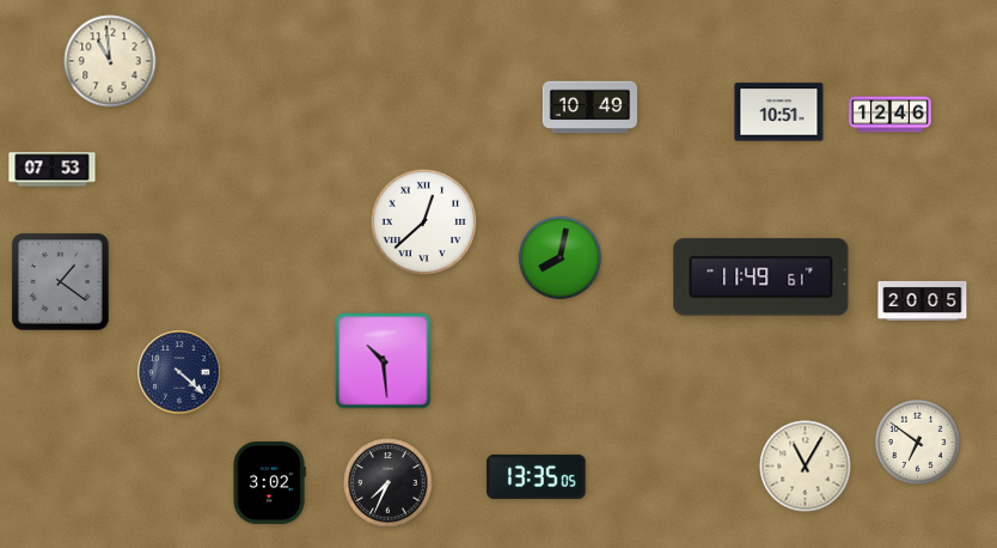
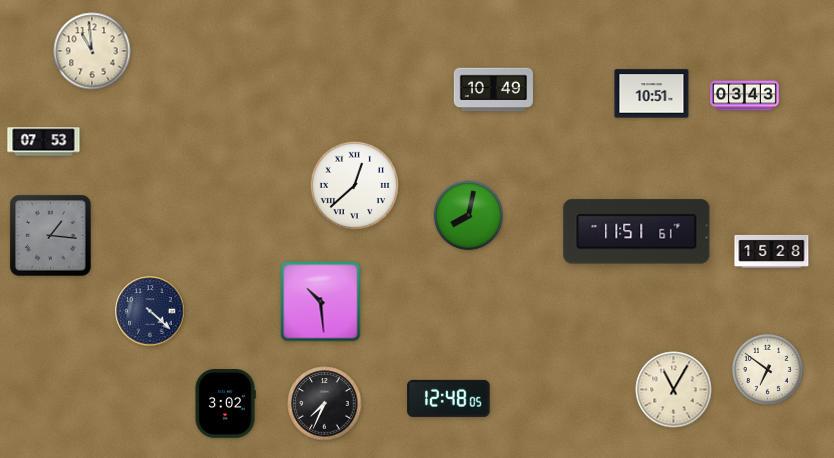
clock at (891, 115): 12:46 -> 03:43
clock at (761, 278): 11:49 -> 11:51
clock at (61, 282): 1:21 -> 1:16
clock at (923, 300): 20:05 -> 15:28
clock at (537, 476): 13:35 -> 12:48
